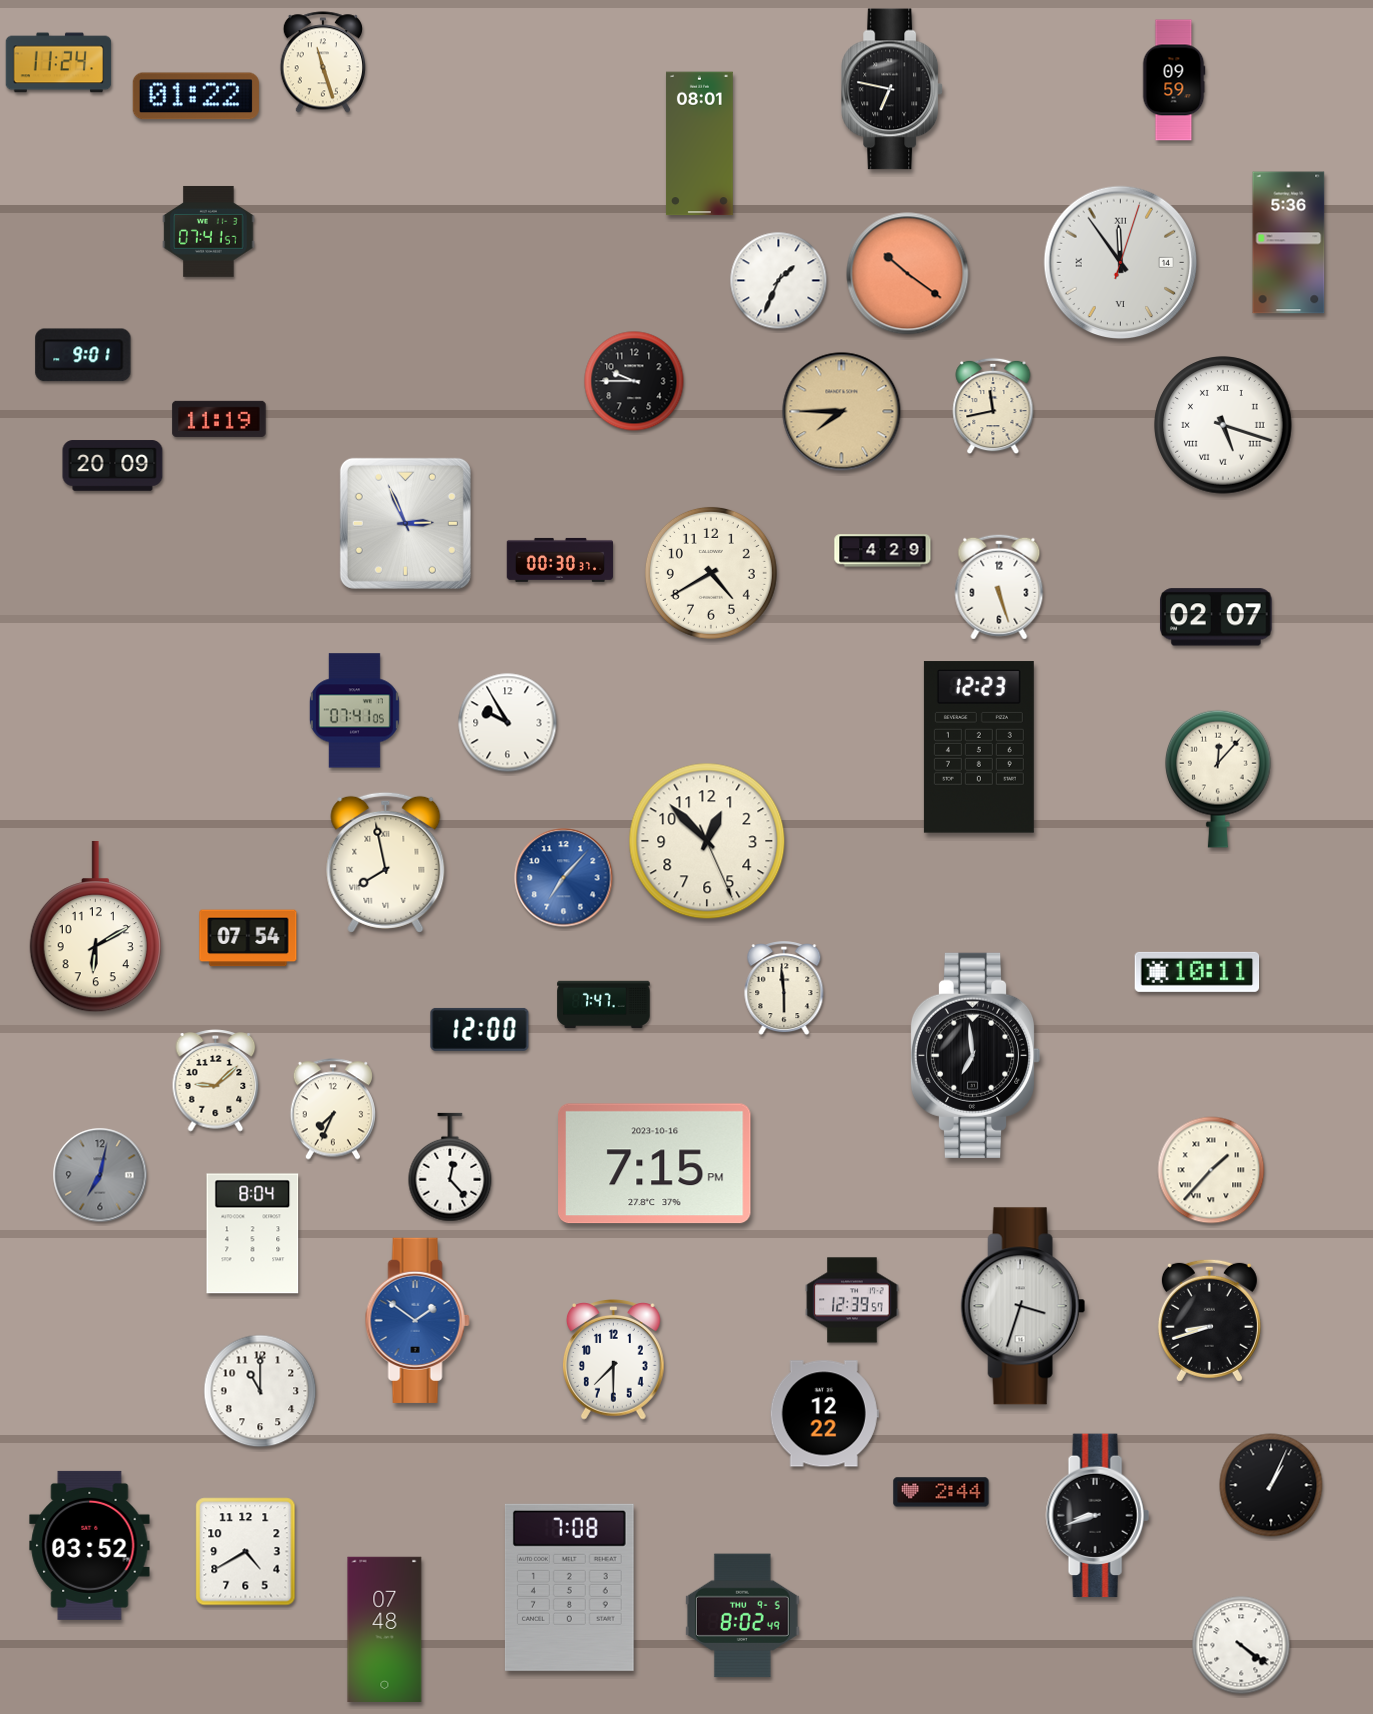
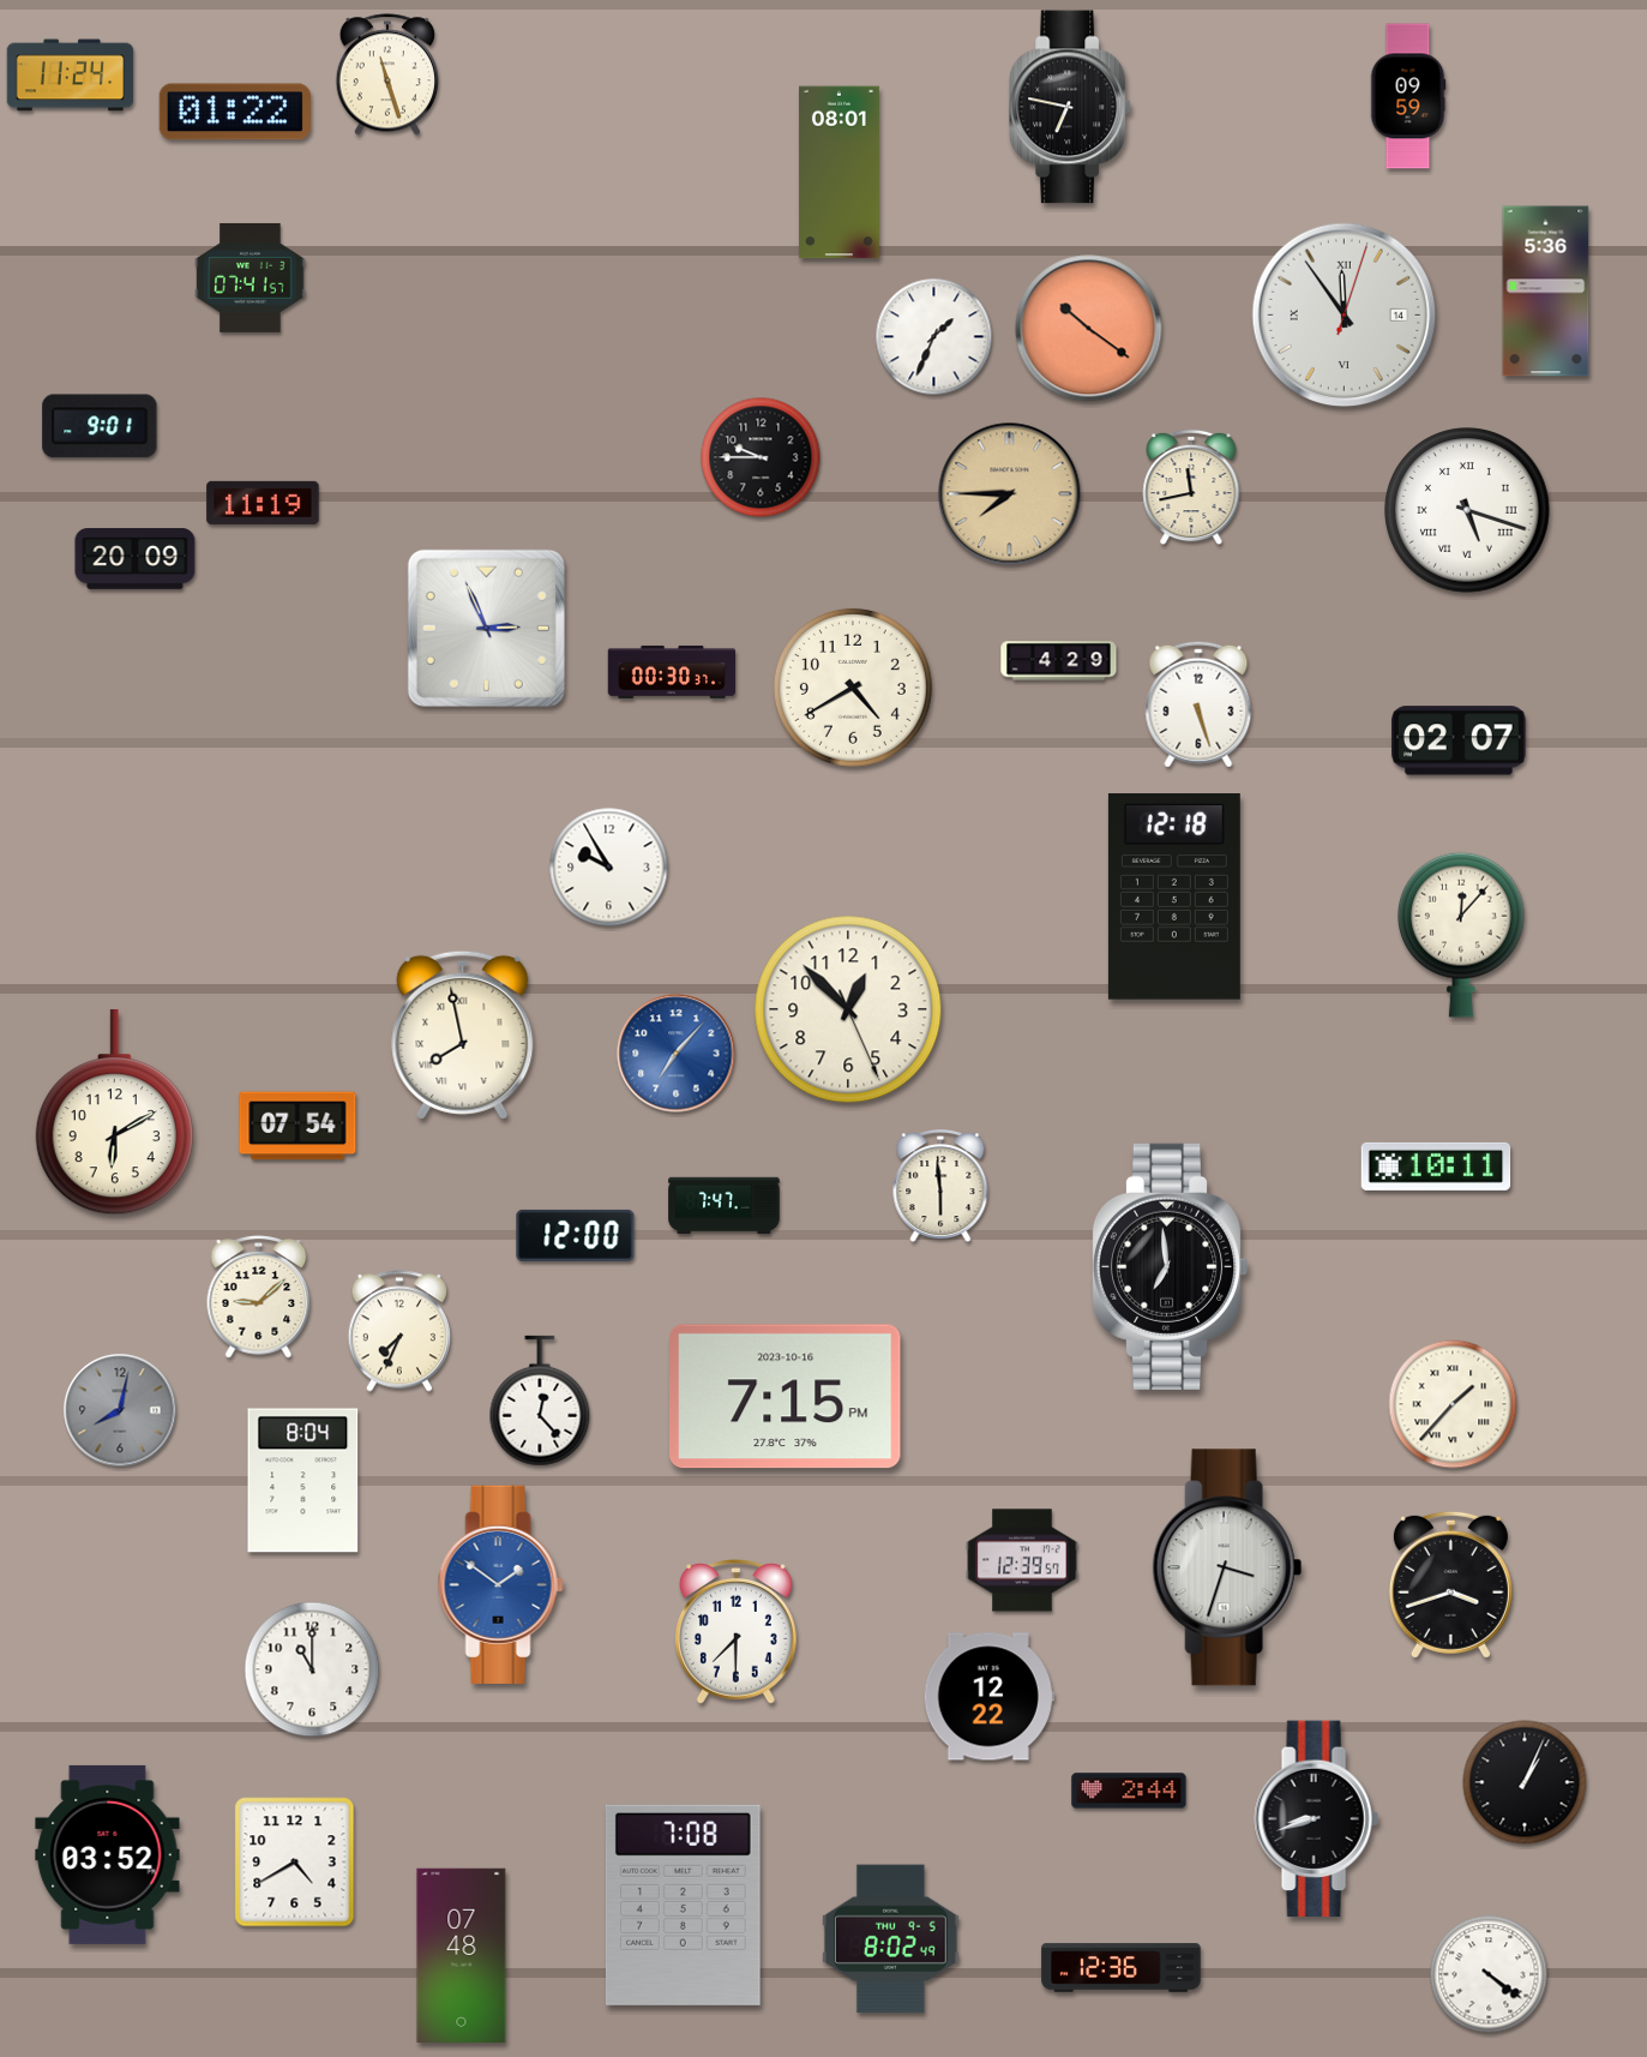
clock at (196, 96) position: (196, 96) -> (235, 112)
clock at (354, 711): 07:41 -> none
clock at (979, 747): 12:23 -> 12:18
clock at (100, 1175): 7:02 -> 8:02
clock at (1209, 1320): 8:42 -> 3:42
clock at (1122, 1968): none -> 12:36
